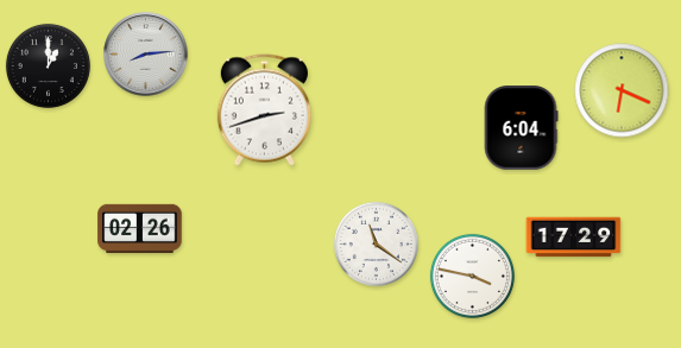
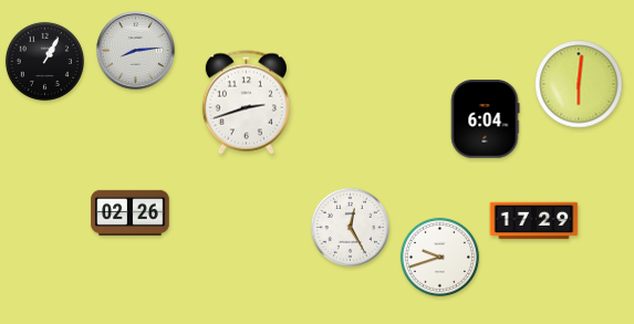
clock at (48, 65): 1:00 -> 1:05
clock at (622, 90): 6:19 -> 6:01
clock at (376, 243): 11:21 -> 12:25
clock at (472, 276): 3:47 -> 9:42
